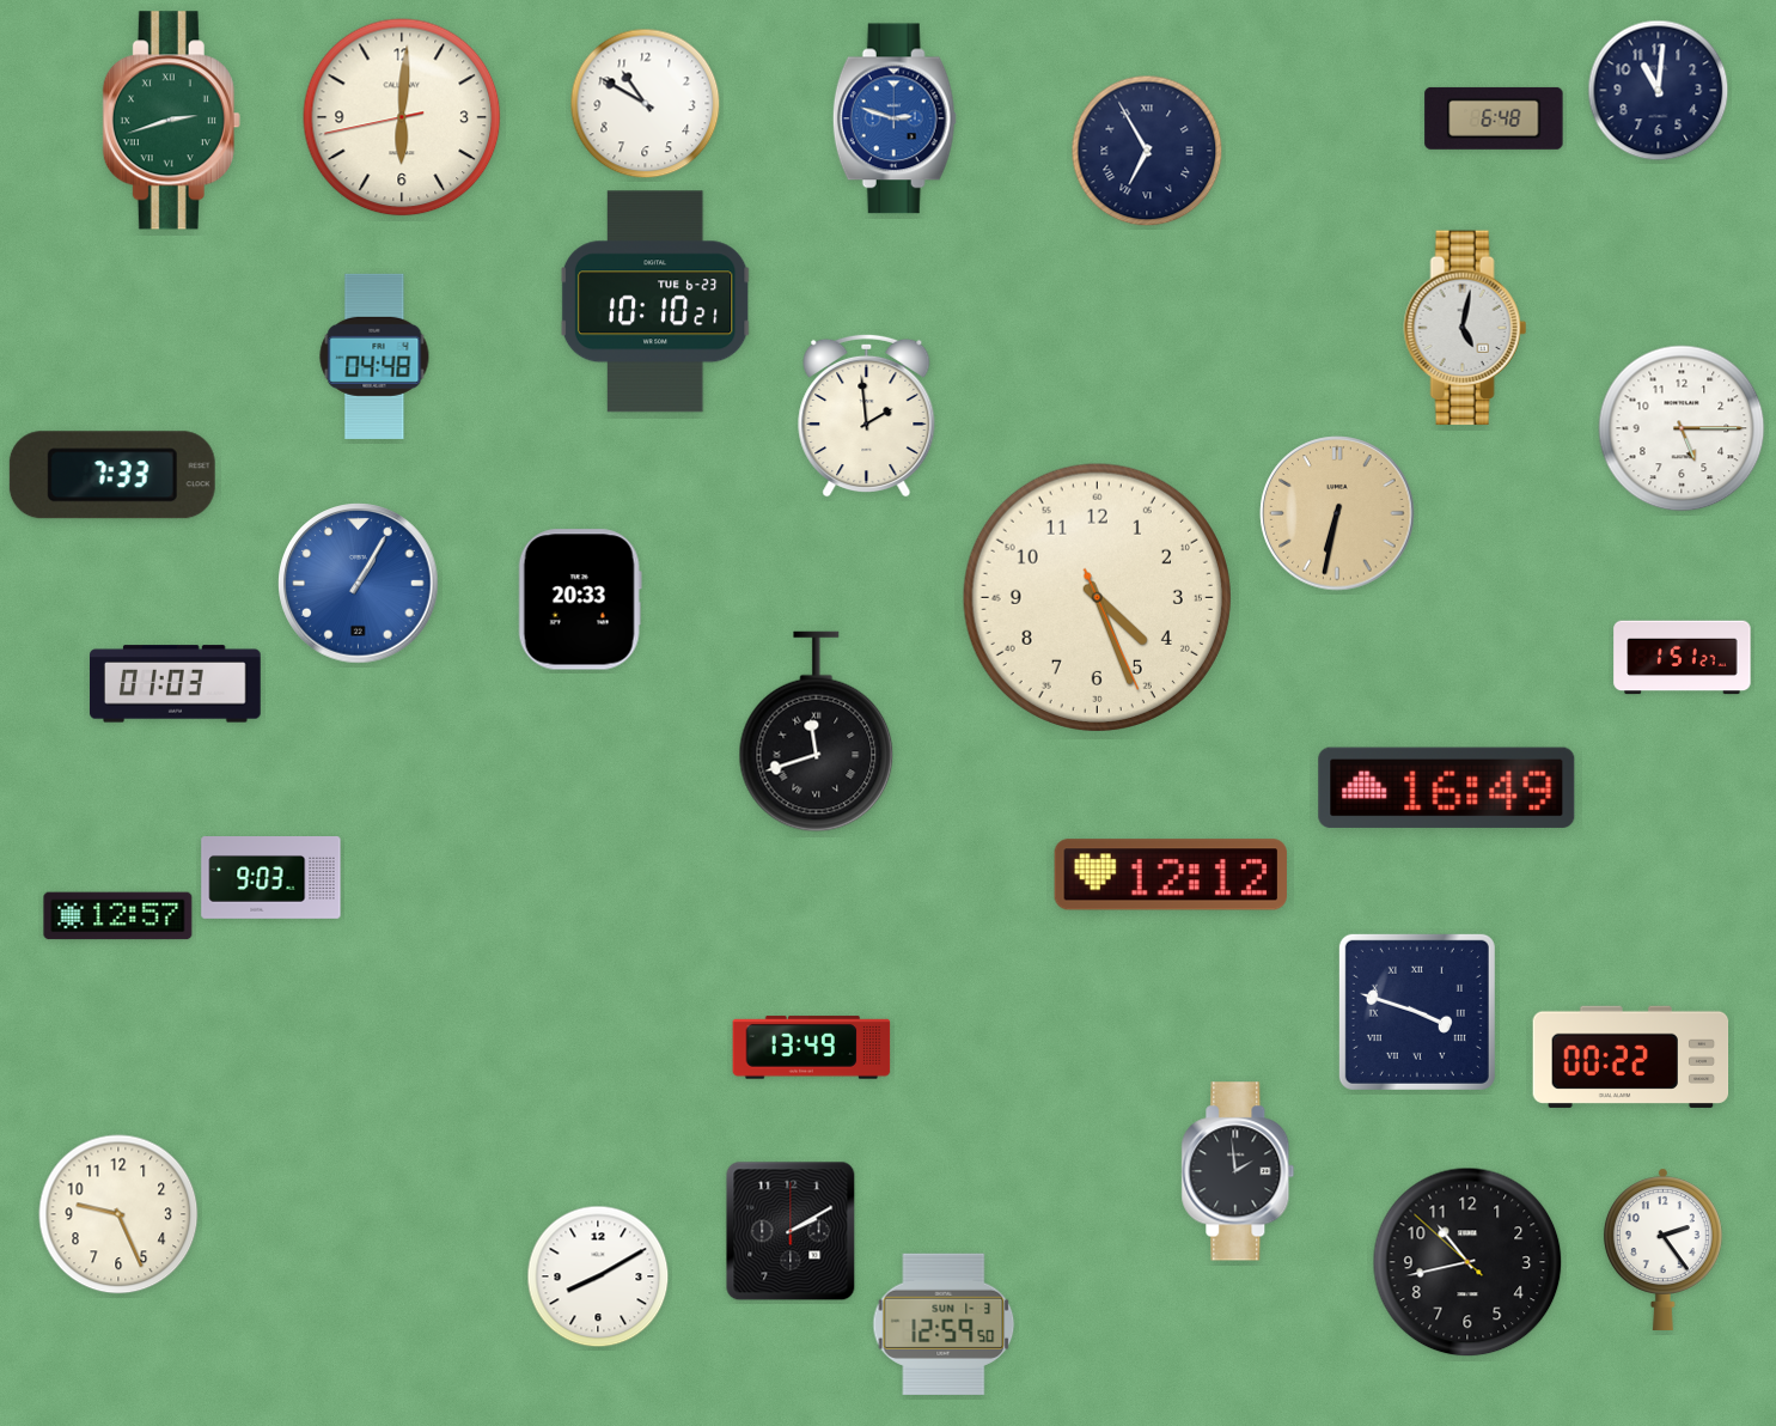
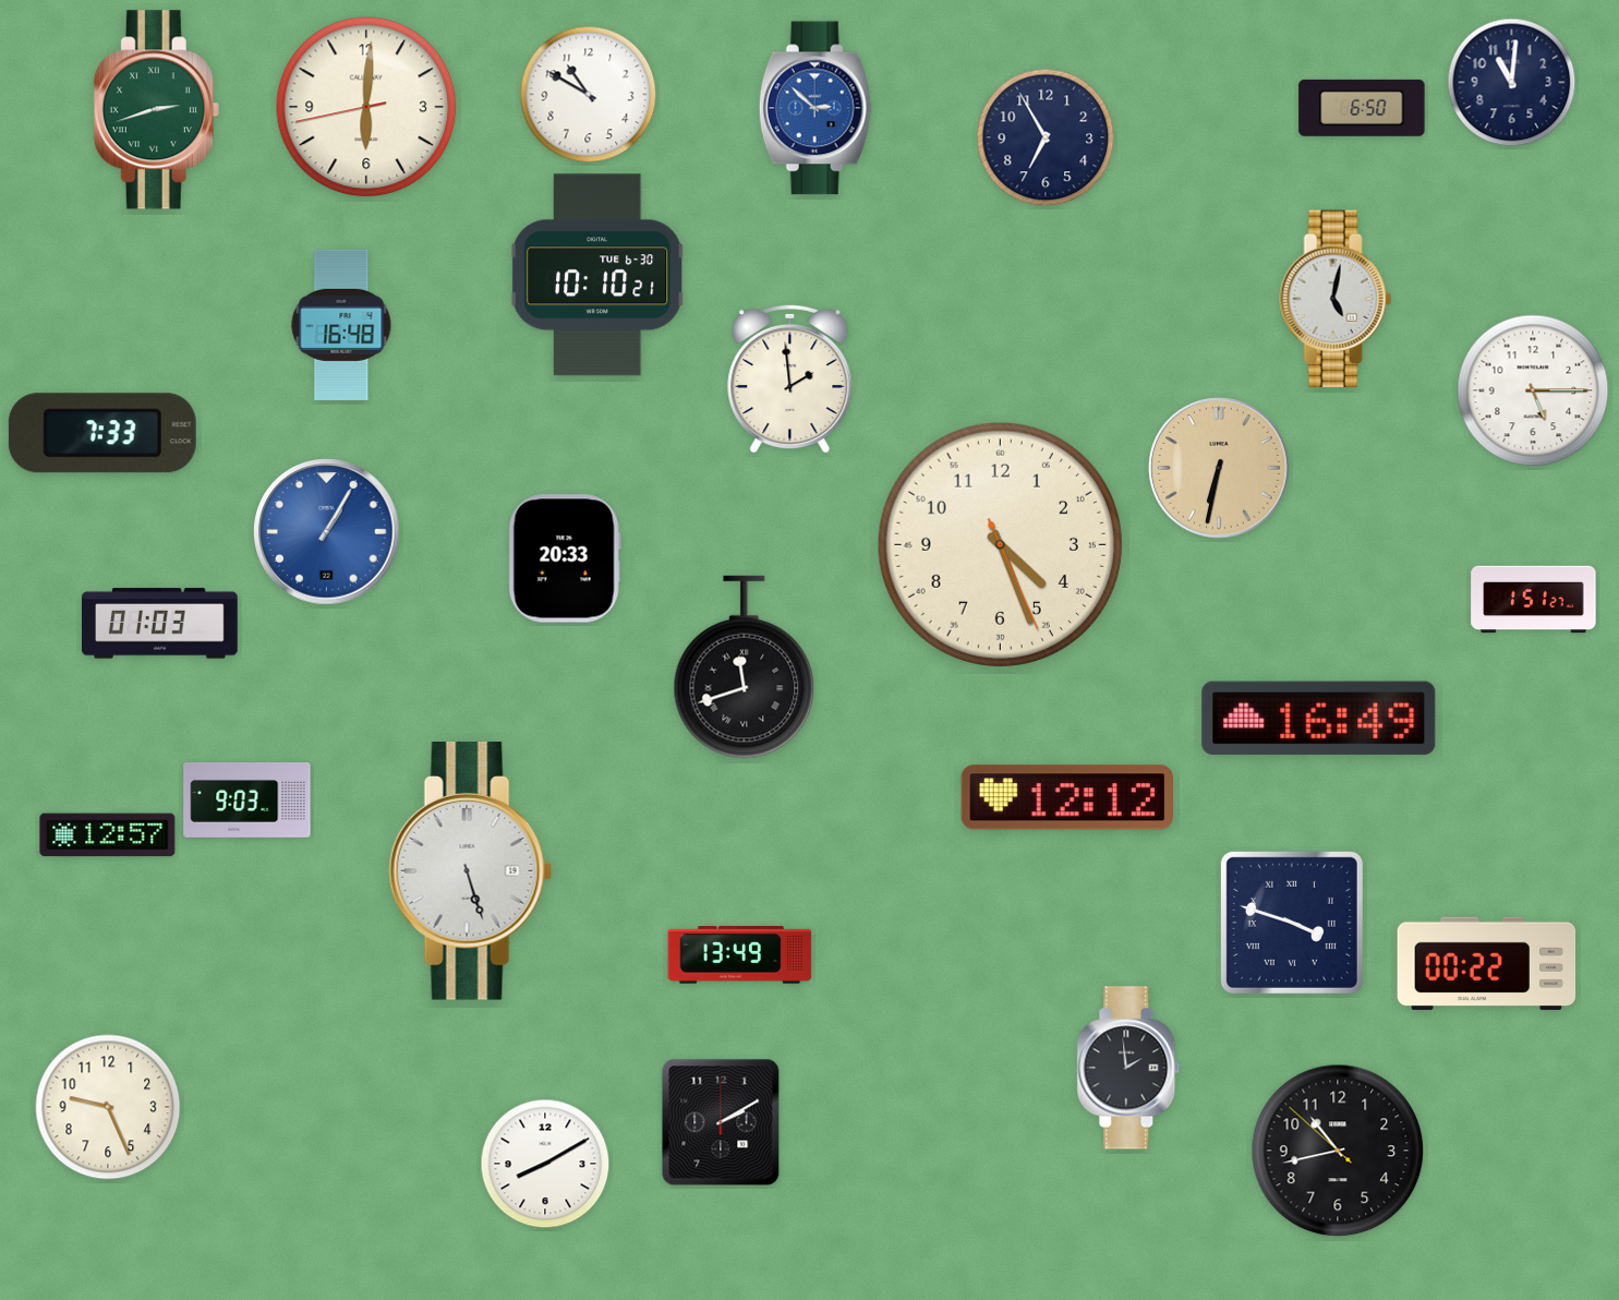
clock at (895, 118): 2:48 -> 2:52
clock at (1494, 118): 6:48 -> 6:50
clock at (1147, 151) numerals: Roman -> Arabic
clock at (655, 301) date: TUE 6-23 -> TUE 6-30
clock at (374, 356): 04:48 -> 16:48
clock at (580, 599) position: (580, 599) -> (565, 558)
clock at (471, 870): none -> 5:27
clock at (1662, 1249): 2:24 -> none
clock at (944, 1324): 12:59 -> none
